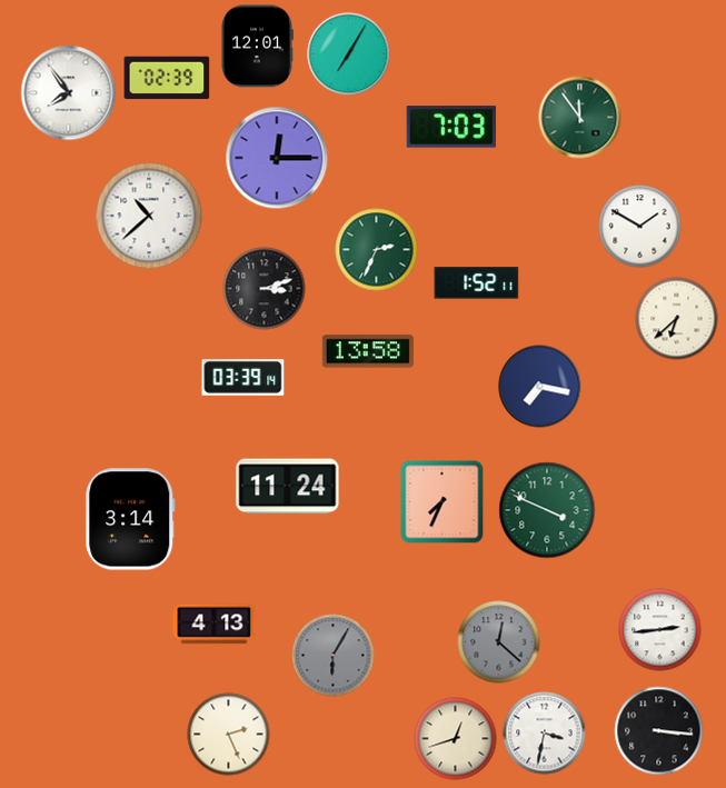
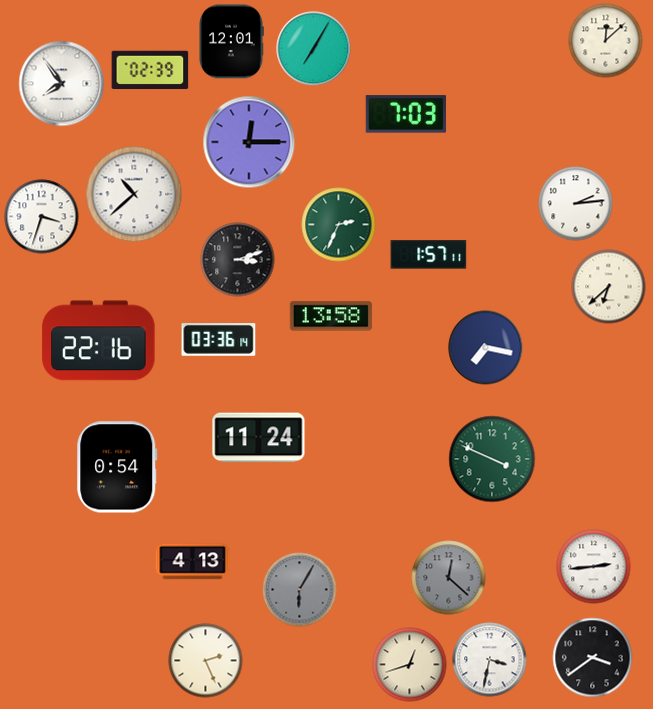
clock at (606, 41): none -> 12:08
clock at (580, 118): 11:54 -> none
clock at (640, 227): 1:50 -> 2:14
clock at (42, 217): none -> 3:33
clock at (477, 283): 1:52 -> 1:57
clock at (243, 378): 03:39 -> 03:36
clock at (99, 341): none -> 22:16
clock at (442, 502): 7:34 -> none
clock at (130, 519): 3:14 -> 0:54
clock at (659, 731): 3:16 -> 3:39
